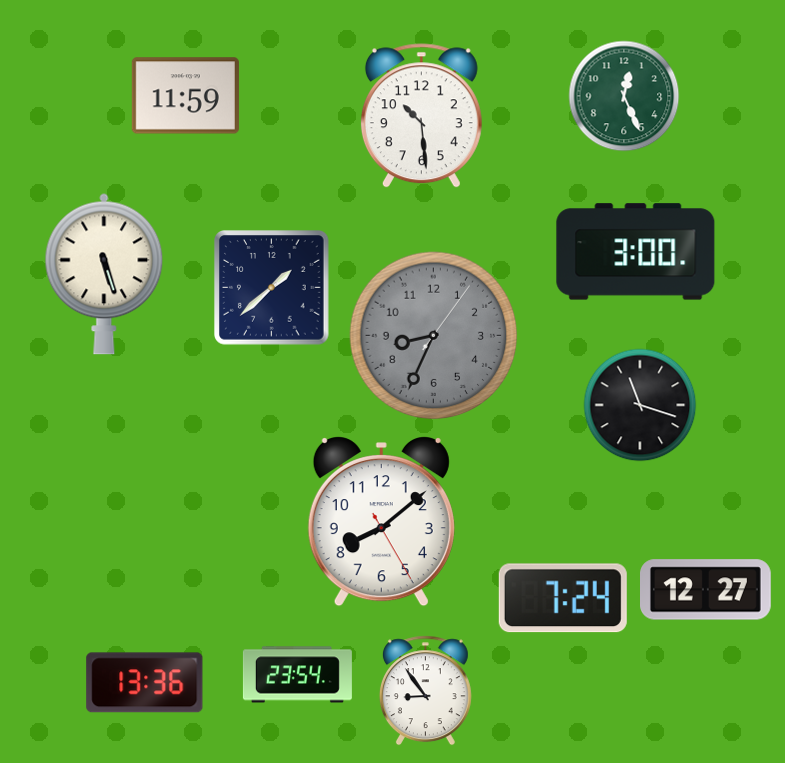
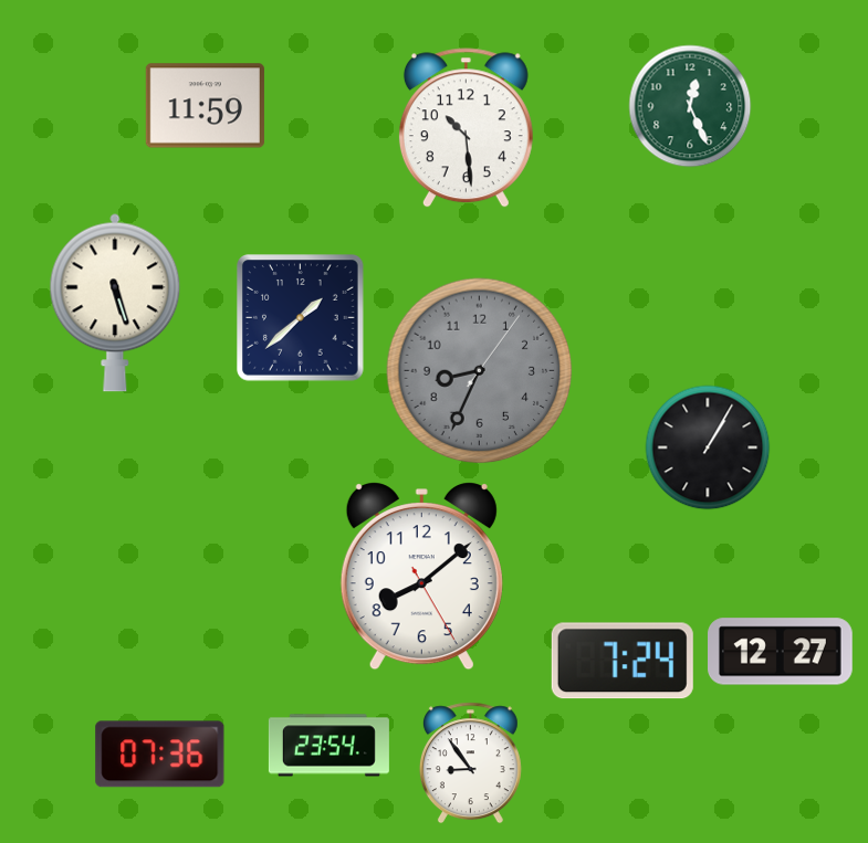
clock at (636, 252): 3:00 -> none
clock at (640, 405): 11:18 -> 1:05
clock at (145, 683): 13:36 -> 07:36
